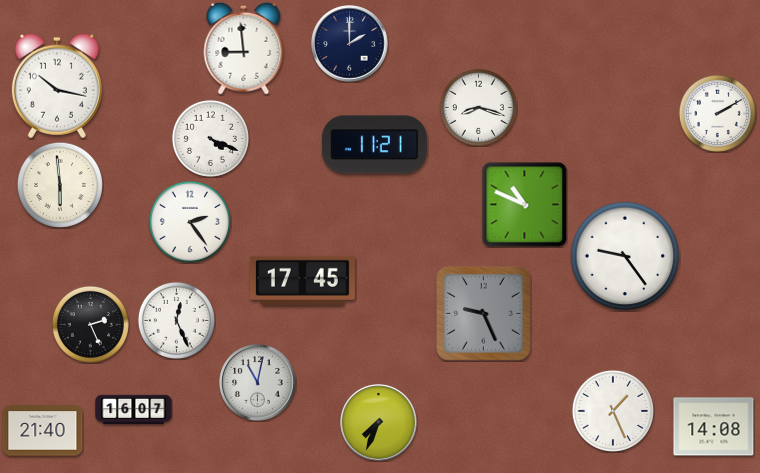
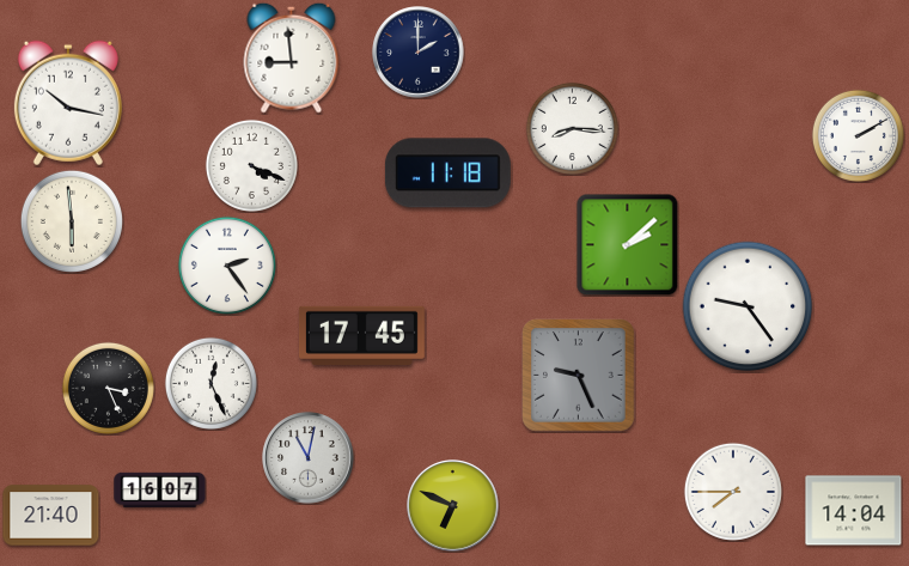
clock at (478, 107): 8:18 -> 8:16
clock at (374, 145): 11:21 -> 11:18
clock at (525, 205): 10:49 -> 2:08
clock at (90, 324): 2:26 -> 3:26
clock at (613, 411): 1:26 -> 7:45
clock at (379, 423): 7:34 -> 6:49
clock at (714, 427): 14:08 -> 14:04
